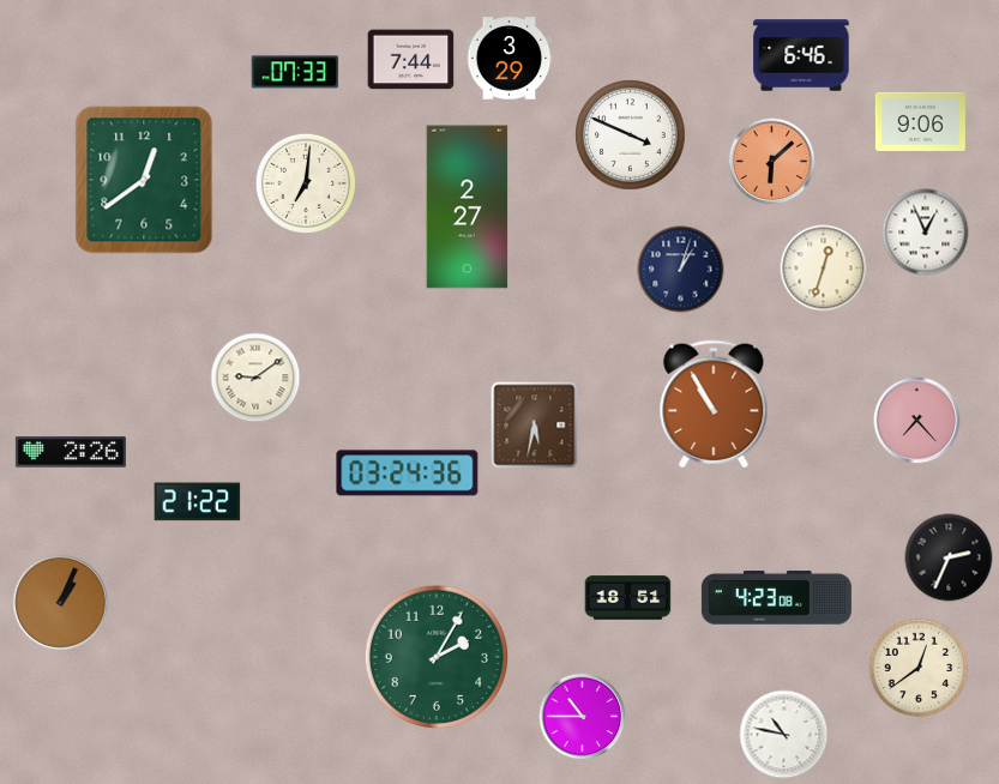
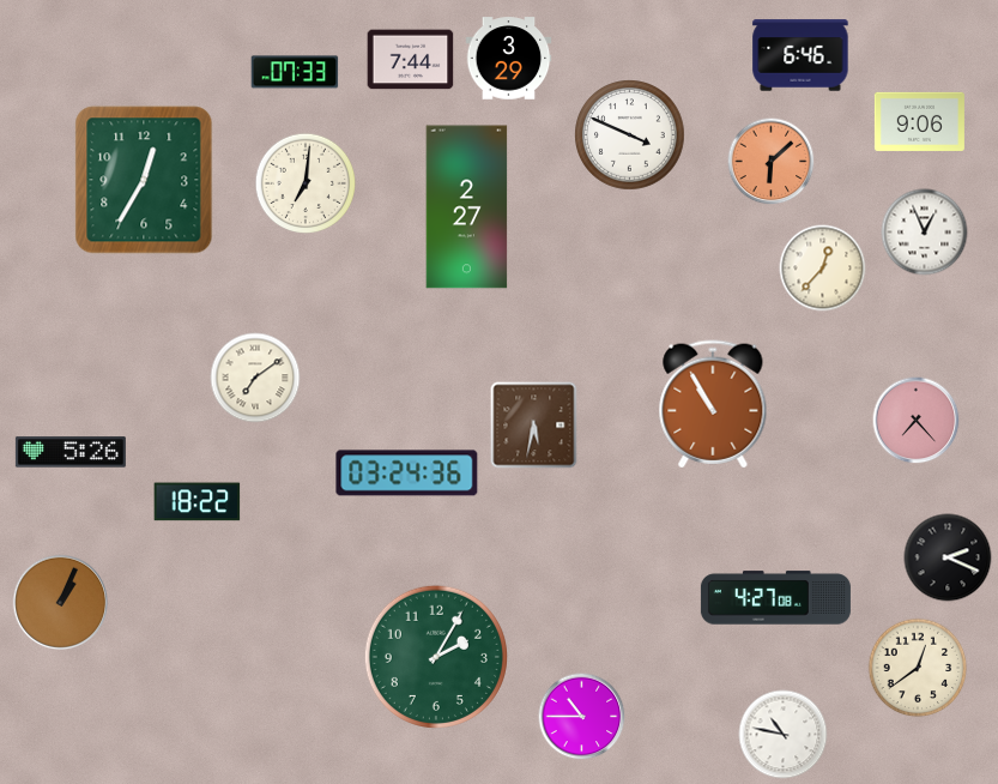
clock at (144, 180): 12:39 -> 12:35
clock at (824, 269): 12:33 -> 12:37
clock at (681, 270): 1:03 -> none
clock at (255, 378): 9:09 -> 7:09
clock at (71, 452): 2:26 -> 5:26
clock at (198, 502): 21:22 -> 18:22
clock at (949, 557): 2:34 -> 2:19
clock at (628, 598): 18:51 -> none
clock at (776, 598): 4:23 -> 4:27
